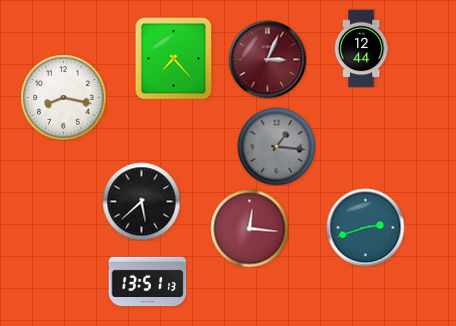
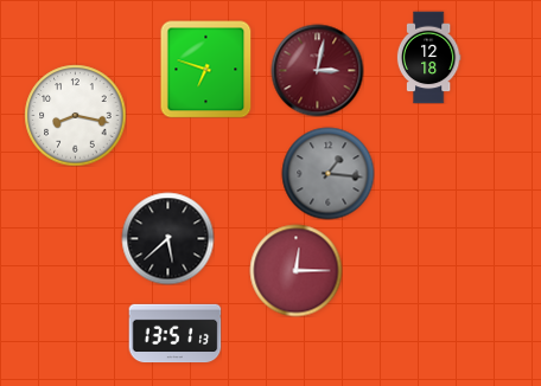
clock at (361, 48): 12:44 -> 12:18
clock at (174, 58): 7:23 -> 6:48
clock at (267, 59): 3:04 -> 3:02
clock at (365, 227): 2:42 -> none
clock at (249, 228): 12:16 -> 12:15
